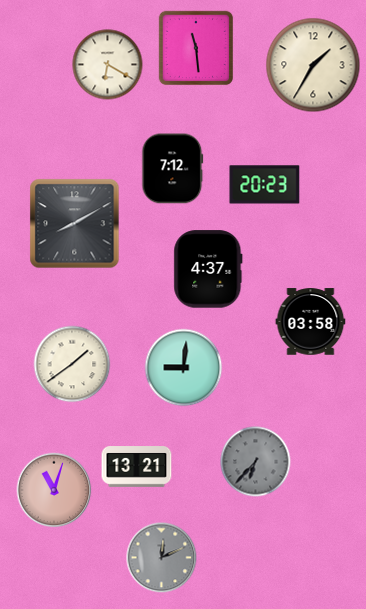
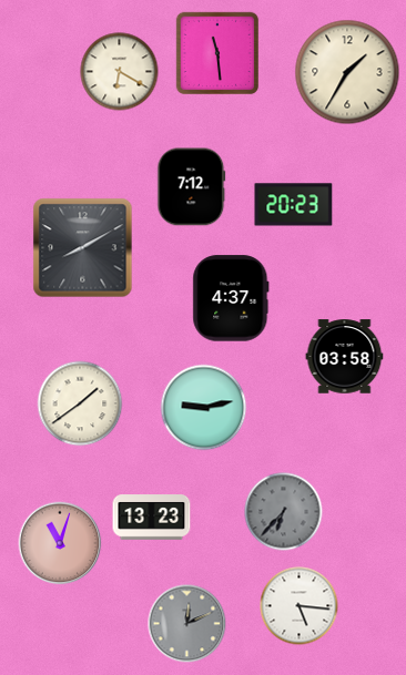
clock at (184, 368): 9:01 -> 9:13
clock at (137, 467): 13:21 -> 13:23
clock at (300, 606): none -> 5:16
clock at (162, 558) position: (162, 558) -> (187, 624)
